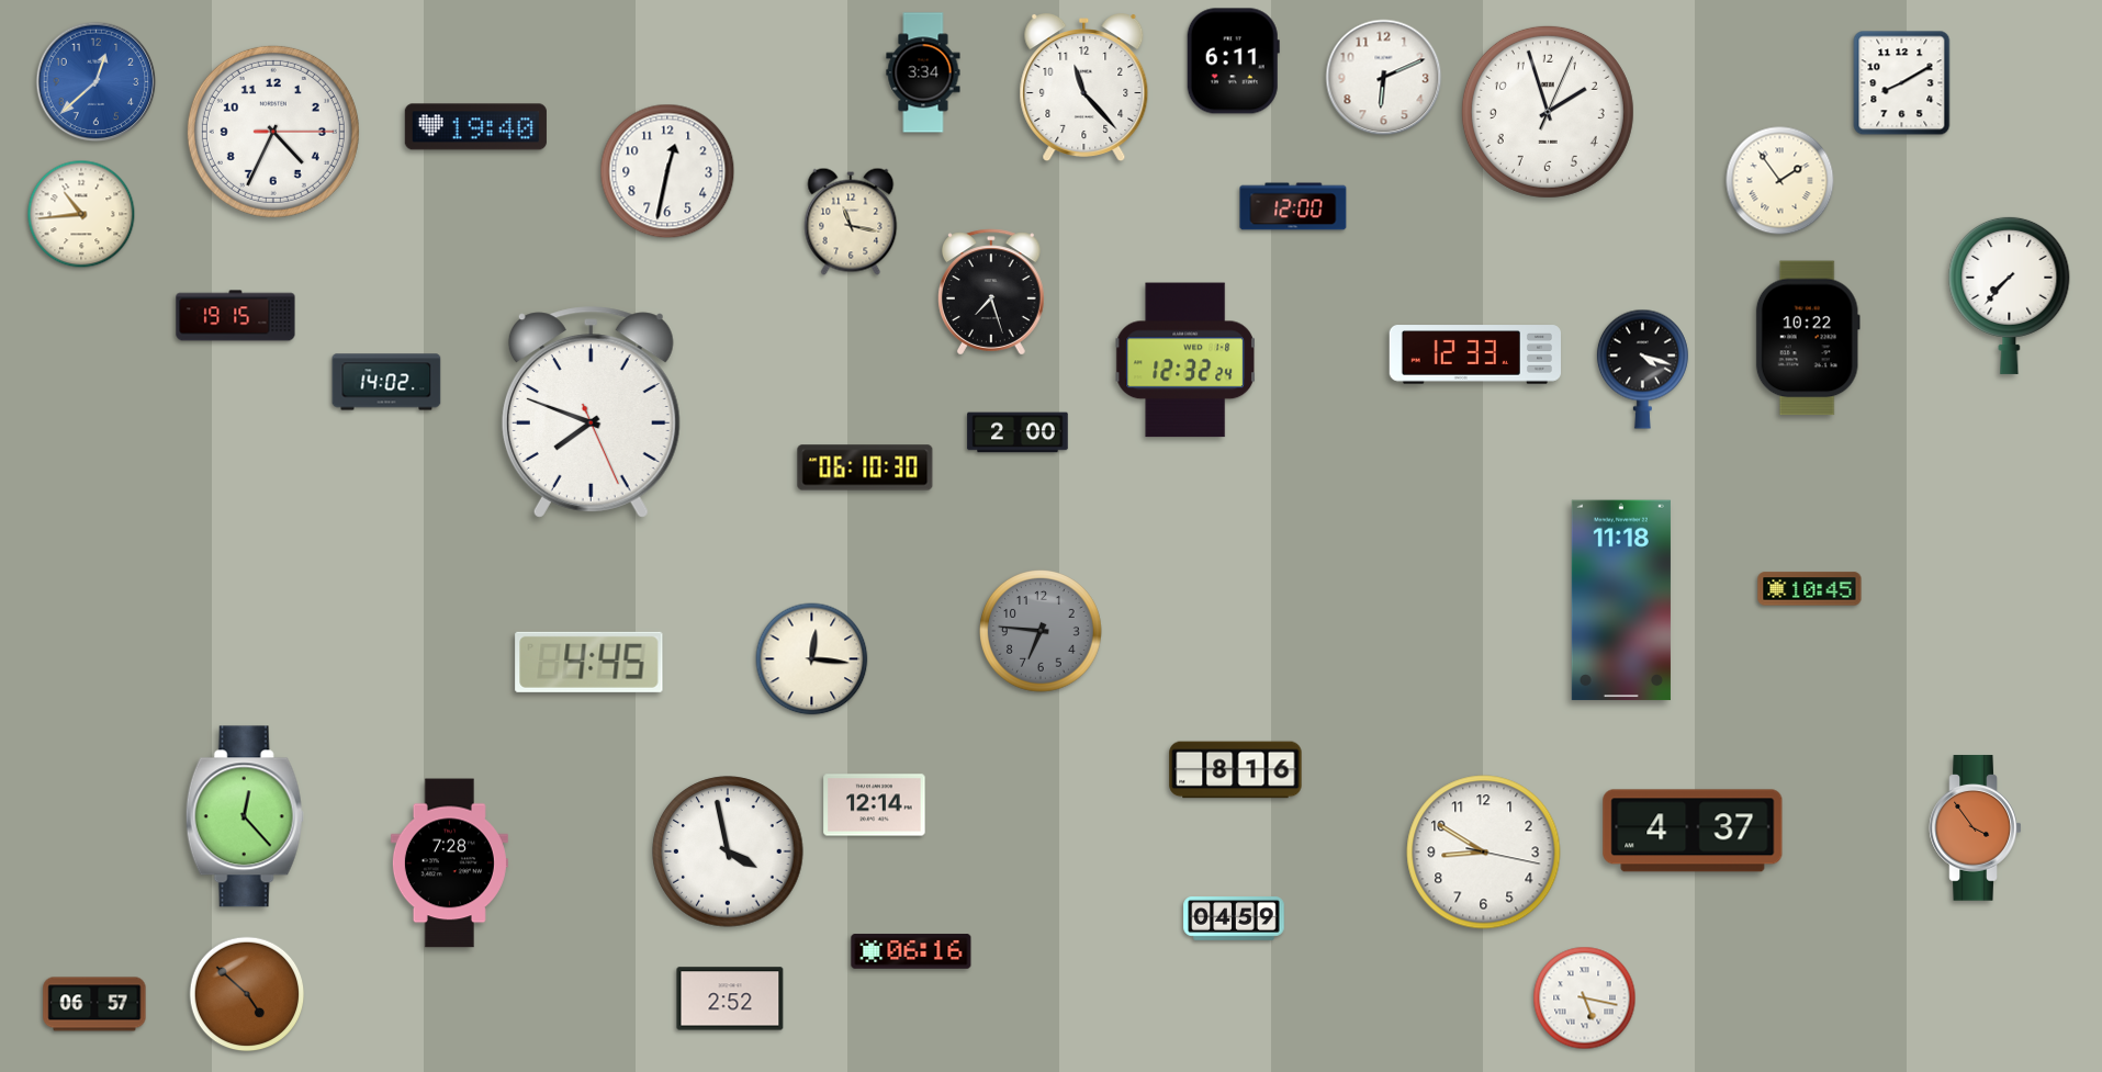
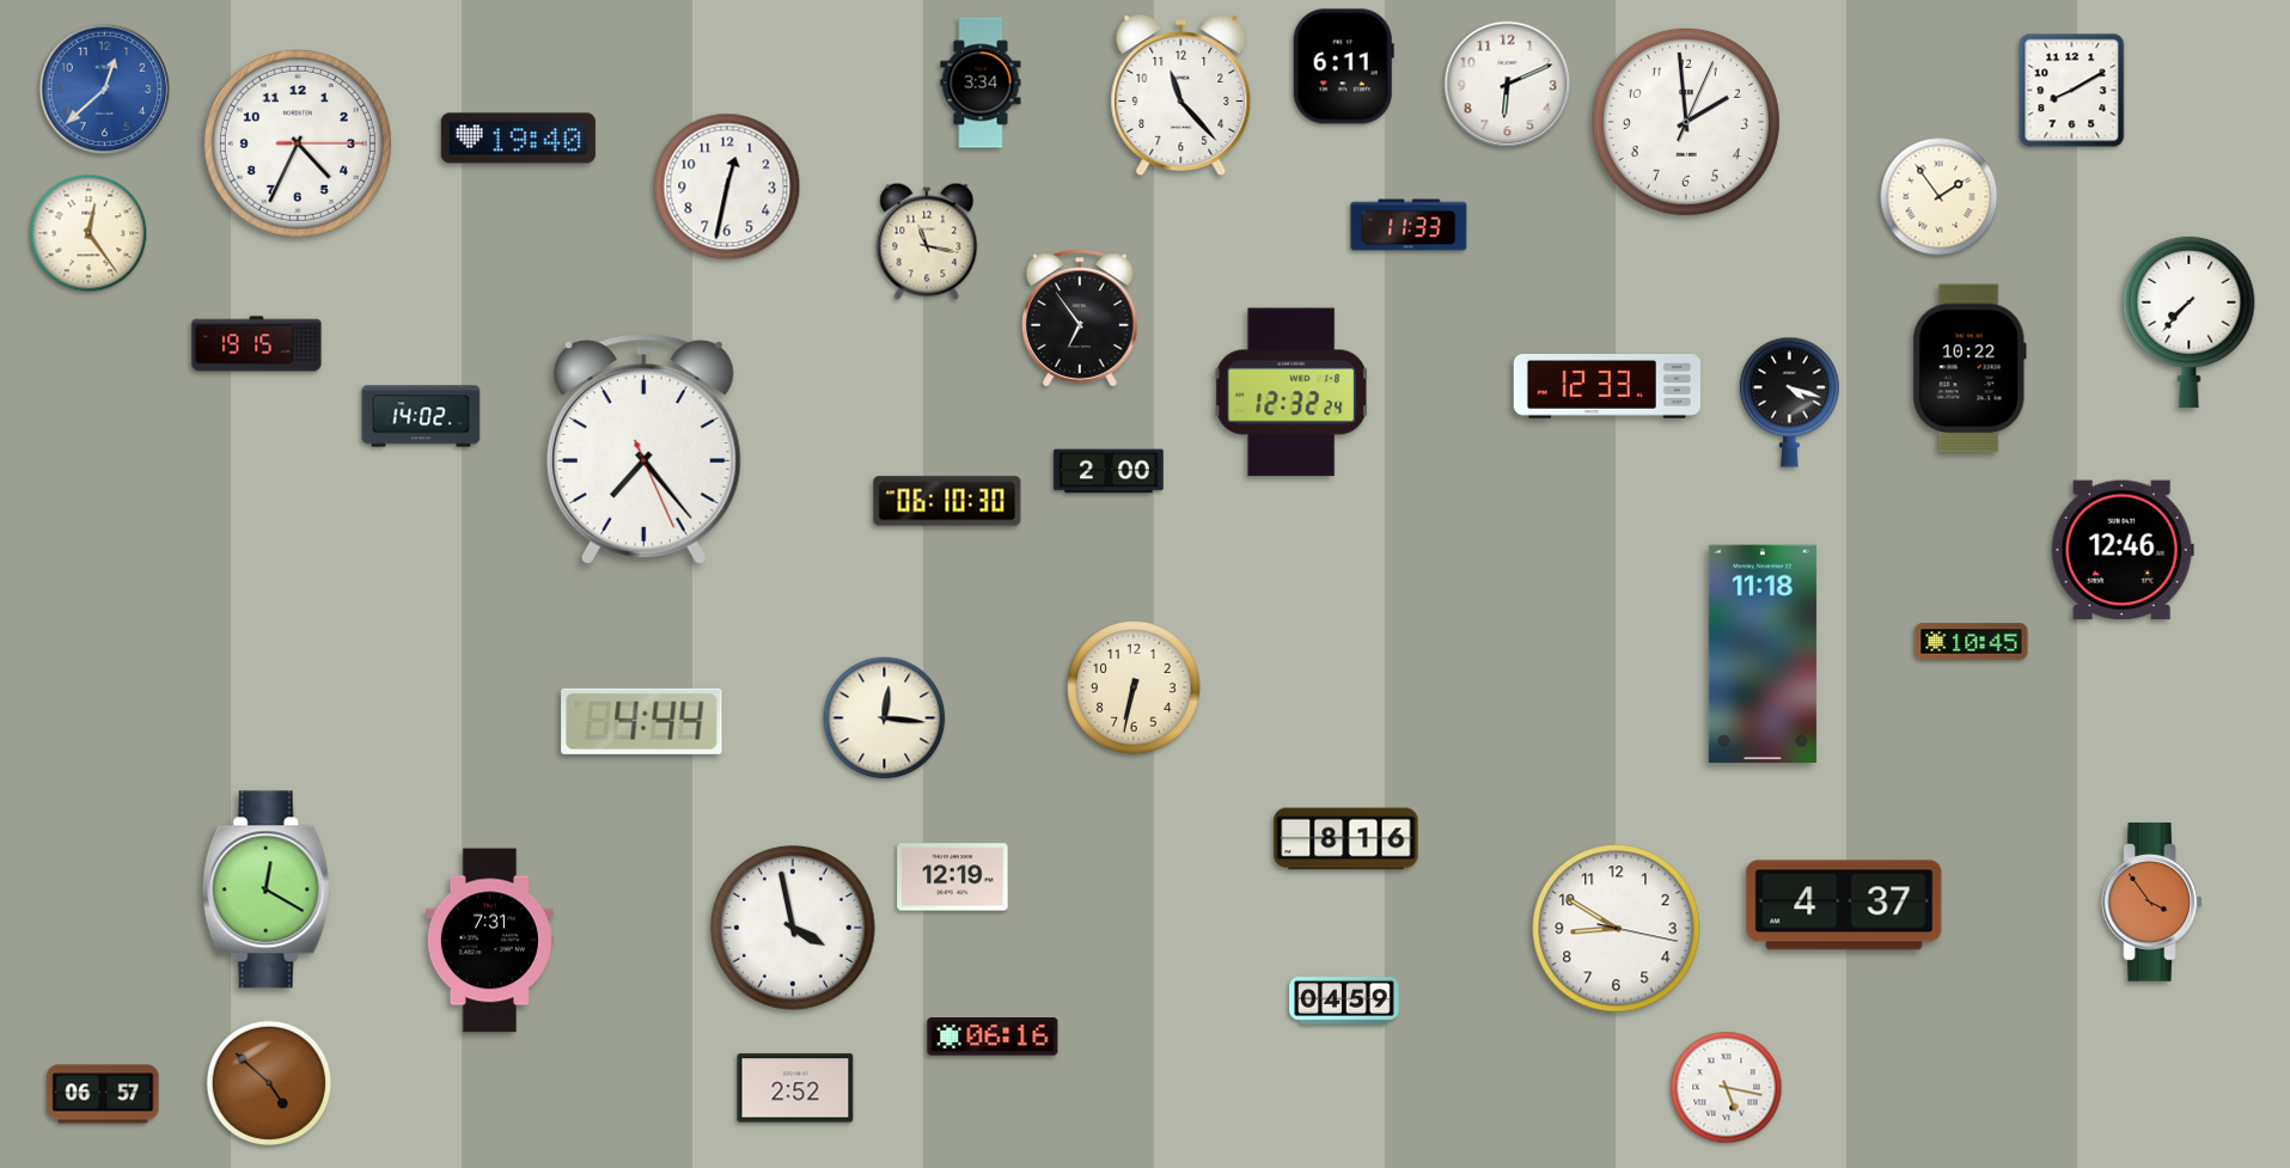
clock at (923, 72) position: (923, 72) -> (981, 82)
clock at (1548, 112): 1:57 -> 1:59
clock at (1293, 206): 12:00 -> 11:33
clock at (81, 214): 10:44 -> 12:24
clock at (992, 292): 7:27 -> 6:54
clock at (591, 413): 7:48 -> 7:23
clock at (865, 467) position: (865, 467) -> (947, 501)
clock at (2123, 550): none -> 12:46
clock at (1621, 600) position: (1621, 600) -> (1763, 654)
clock at (1042, 632): 6:46 -> 6:32
clock at (1042, 632) dial: grey -> cream
clock at (589, 662): 4:45 -> 4:44
clock at (875, 805): 12:14 -> 12:19
clock at (245, 816): 12:23 -> 12:20
clock at (449, 864): 7:28 -> 7:31
